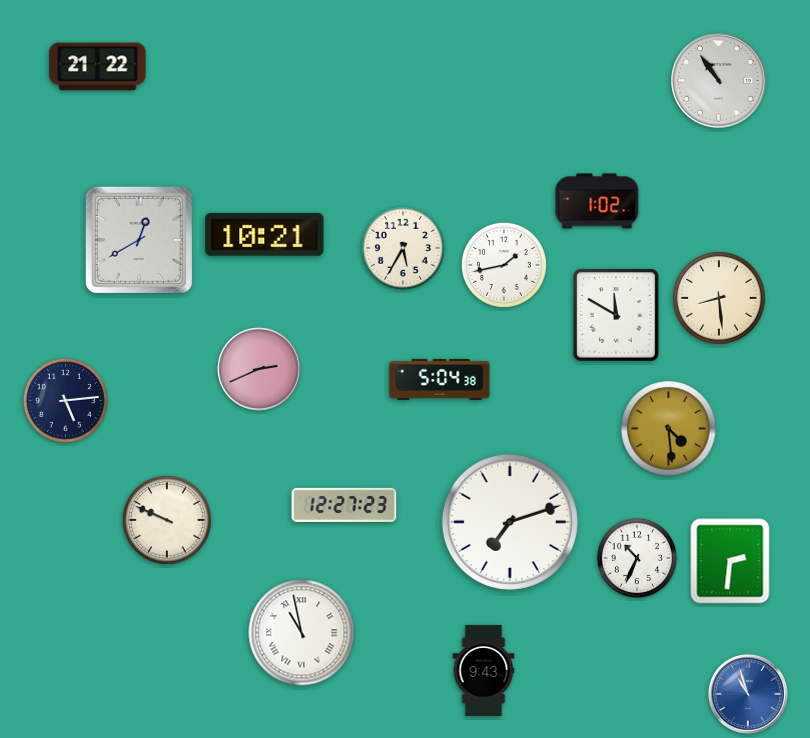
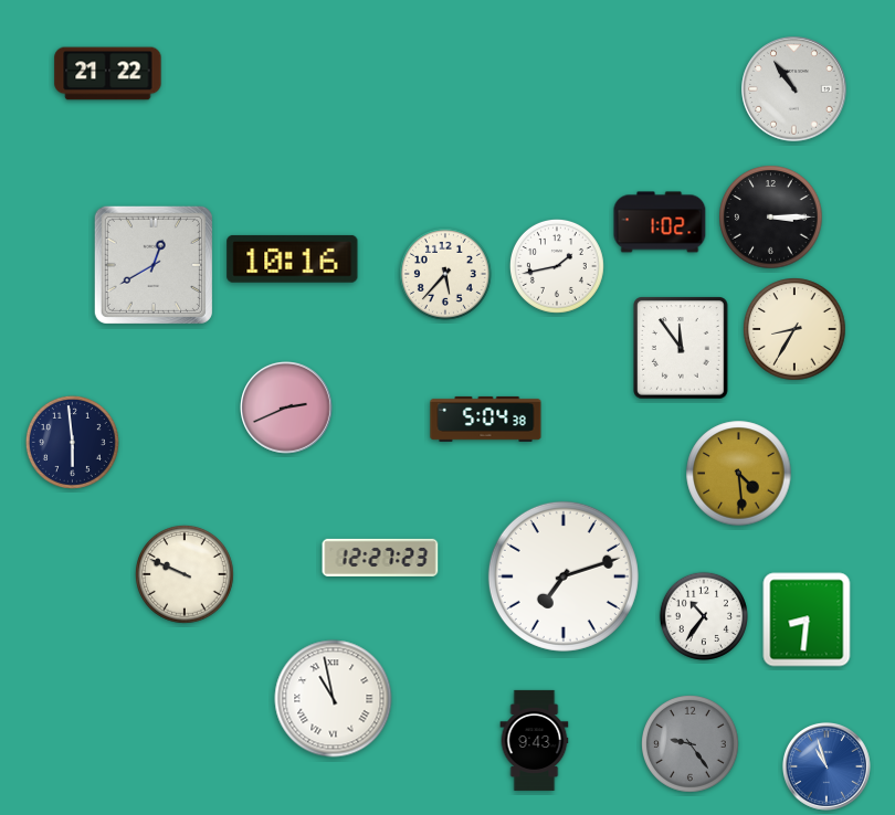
clock at (771, 218): none -> 3:15
clock at (265, 234): 10:21 -> 10:16
clock at (403, 248): 5:35 -> 5:37
clock at (504, 265) position: (504, 265) -> (557, 266)
clock at (719, 298): 8:29 -> 8:35
clock at (617, 315): 11:50 -> 11:54
clock at (65, 400): 5:14 -> 5:59
clock at (637, 558): 10:34 -> 10:36
clock at (730, 561): 2:31 -> 8:31
clock at (691, 744): none -> 9:24
